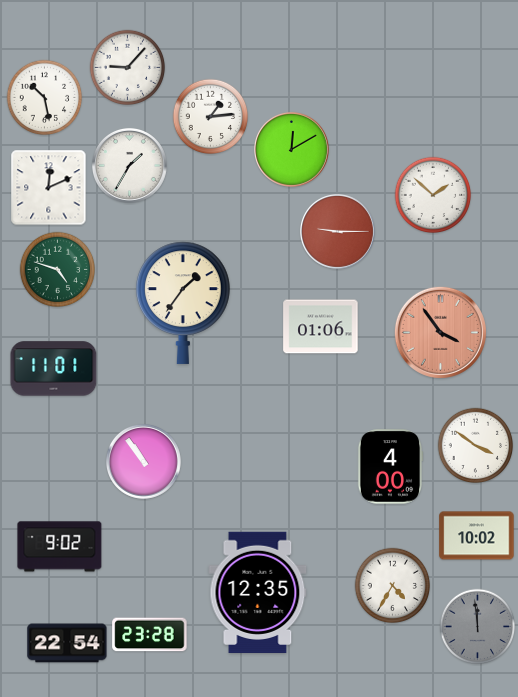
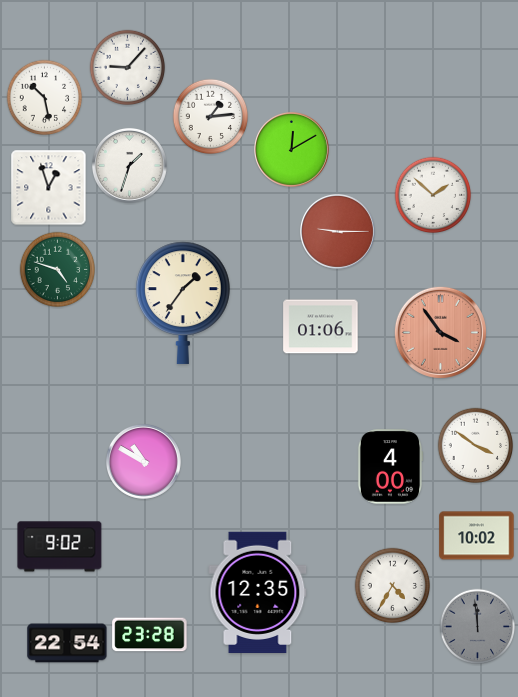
clock at (129, 165): 1:35 -> 1:33
clock at (49, 188): 12:11 -> 12:57
clock at (54, 369): 11:01 -> none
clock at (143, 461): 10:54 -> 10:50
